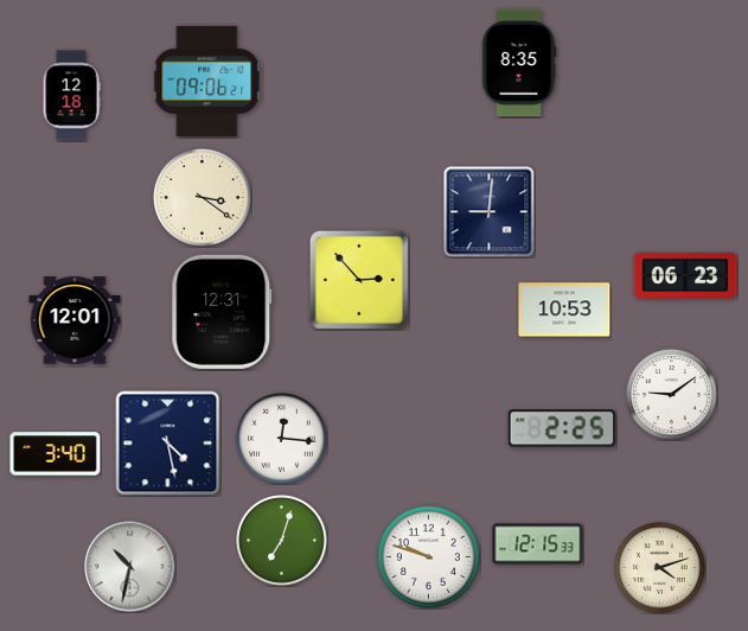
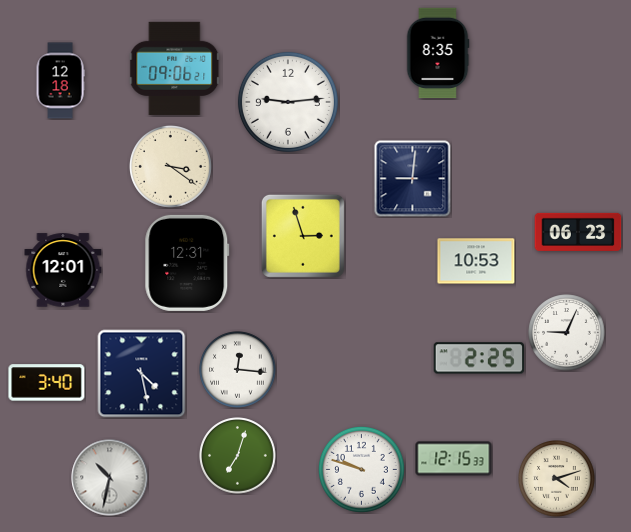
clock at (288, 102): none -> 9:14
clock at (359, 280): 2:53 -> 2:57
clock at (672, 395): 9:09 -> 9:04
clock at (561, 428) position: (561, 428) -> (478, 358)
